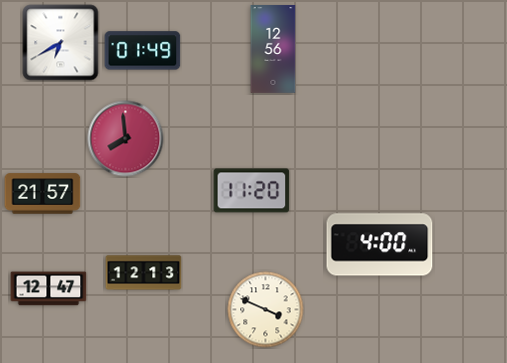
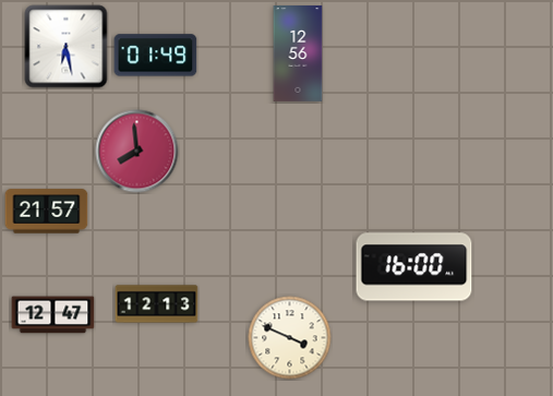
clock at (61, 43): 6:40 -> 6:28
clock at (252, 191): 11:20 -> none
clock at (380, 245): 4:00 -> 16:00
clock at (144, 273) position: (144, 273) -> (157, 304)
